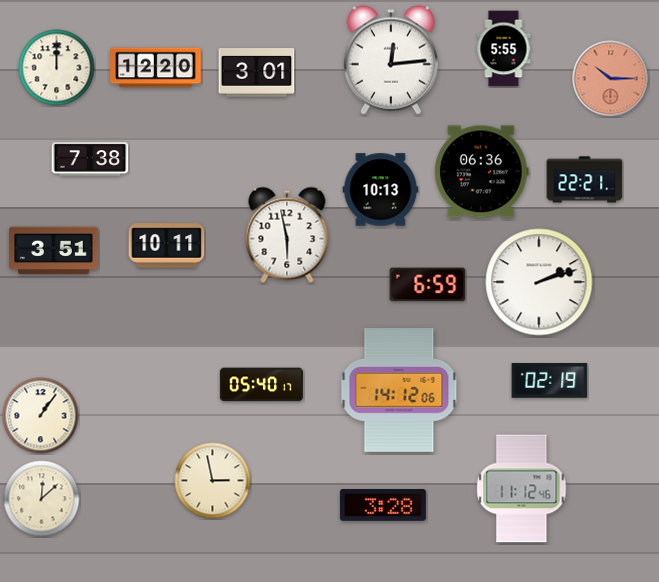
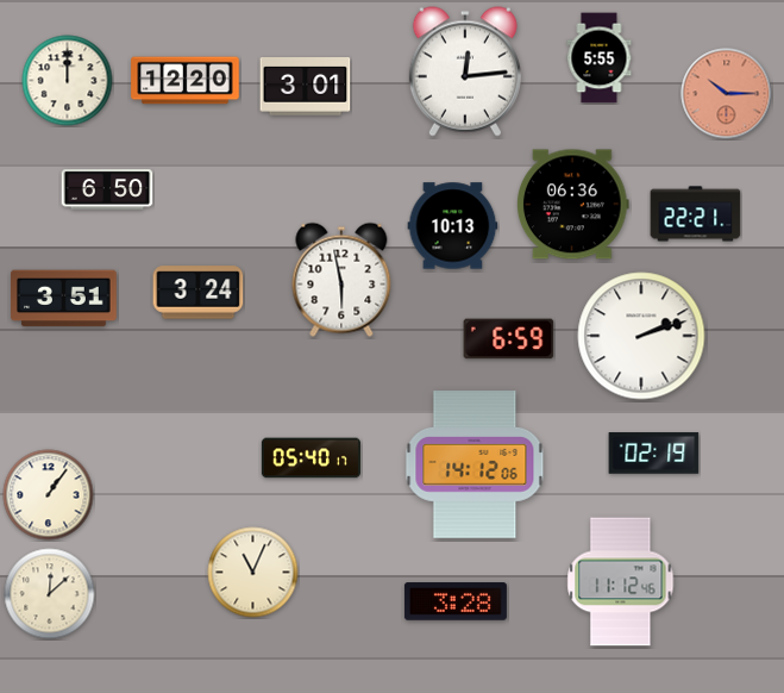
clock at (90, 159): 7:38 -> 6:50
clock at (167, 246): 10:11 -> 3:24
clock at (213, 481): 2:58 -> 11:04
